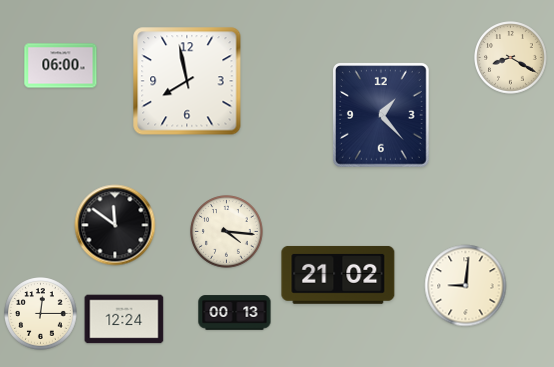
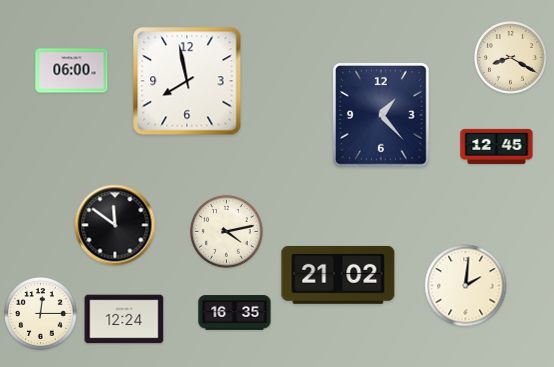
clock at (61, 66) position: (61, 66) -> (72, 71)
clock at (497, 146): none -> 12:45
clock at (227, 232): 4:16 -> 4:13
clock at (466, 286): 9:01 -> 2:01
clock at (235, 313): 00:13 -> 16:35
